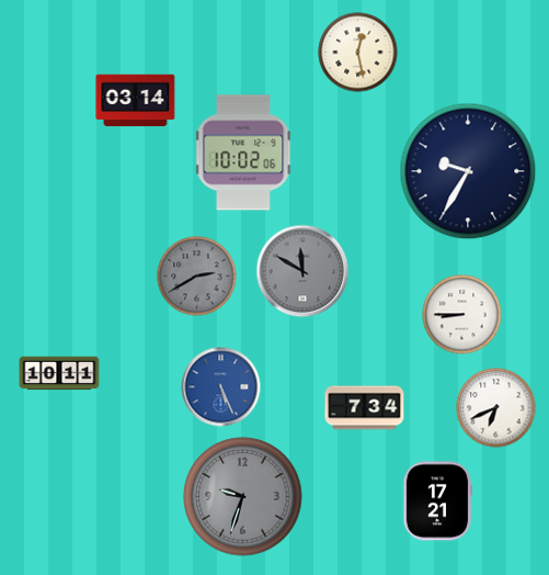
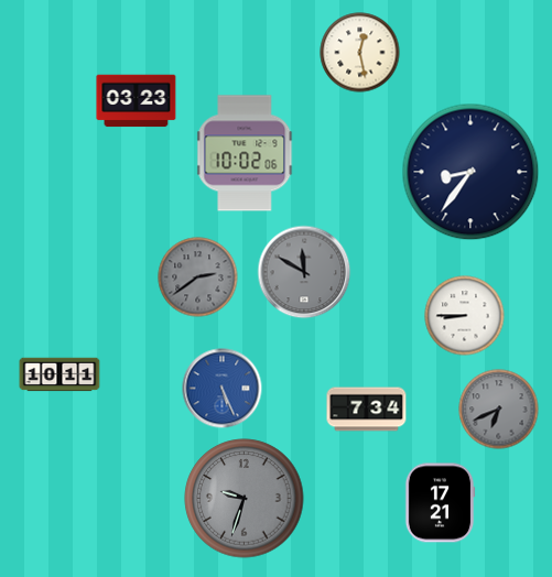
clock at (136, 101): 03:14 -> 03:23
clock at (468, 171): 9:35 -> 8:36
clock at (197, 277): 2:40 -> 2:39
clock at (496, 408) dial: white -> grey
